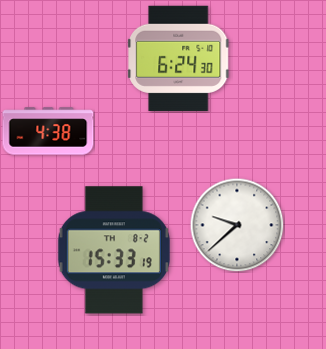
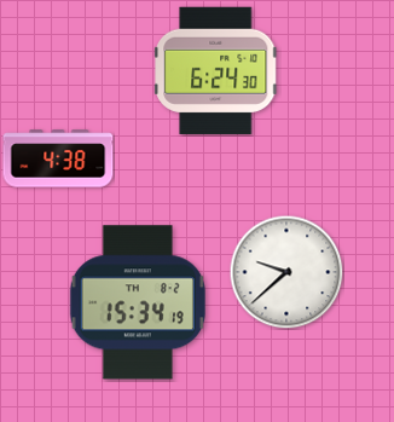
clock at (114, 250): 15:33 -> 15:34
